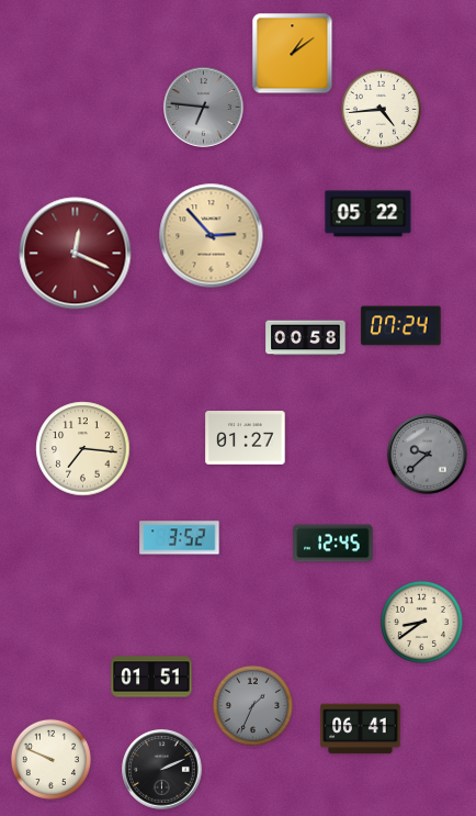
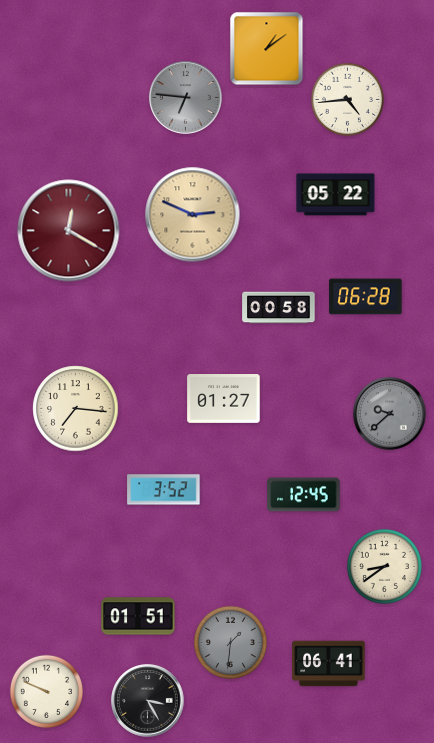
clock at (212, 236): 2:53 -> 2:49
clock at (76, 254): 12:19 -> 12:20
clock at (401, 326): 07:24 -> 06:28
clock at (252, 705): 1:34 -> 1:31
clock at (162, 770): 2:11 -> 3:25
